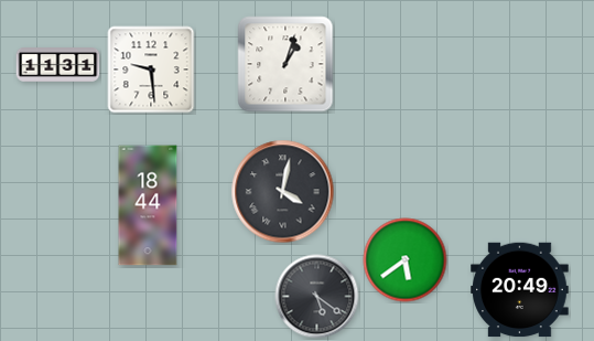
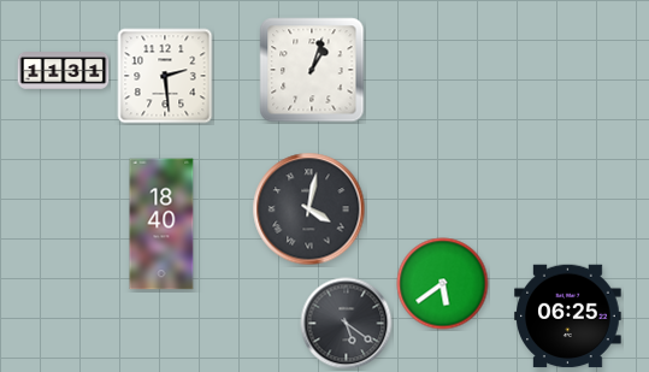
clock at (151, 70): 9:29 -> 2:29
clock at (148, 205): 18:44 -> 18:40
clock at (520, 290): 20:49 -> 06:25
